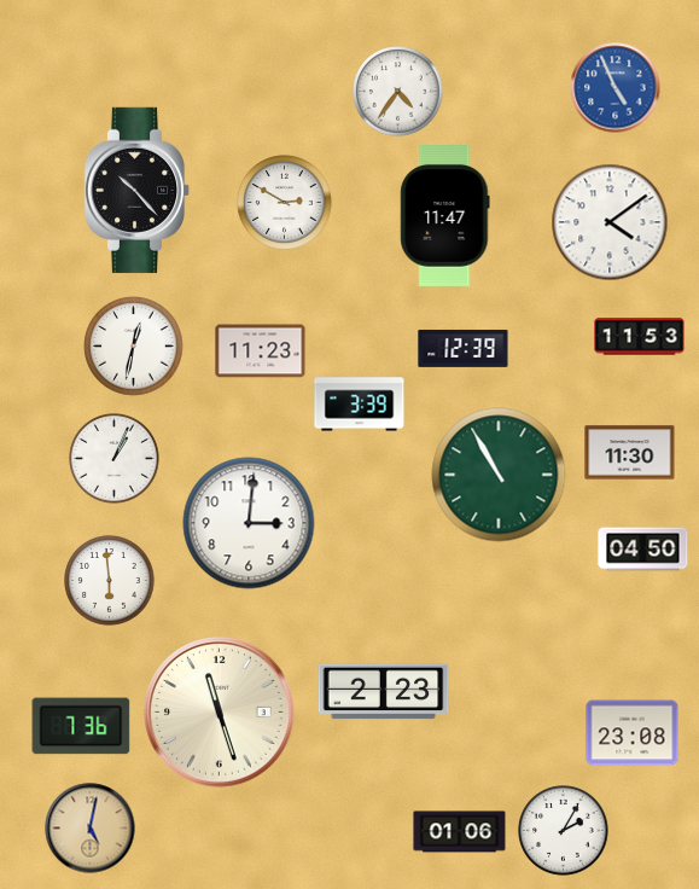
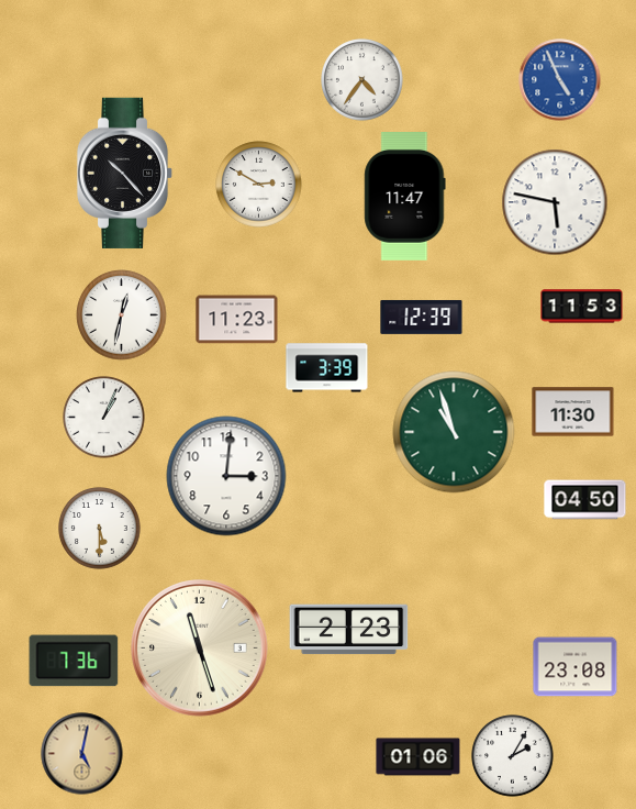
clock at (398, 92) position: (398, 92) -> (362, 80)
clock at (610, 222): 4:09 -> 5:47
clock at (499, 475): 10:55 -> 10:57
clock at (110, 581): 5:59 -> 5:30
